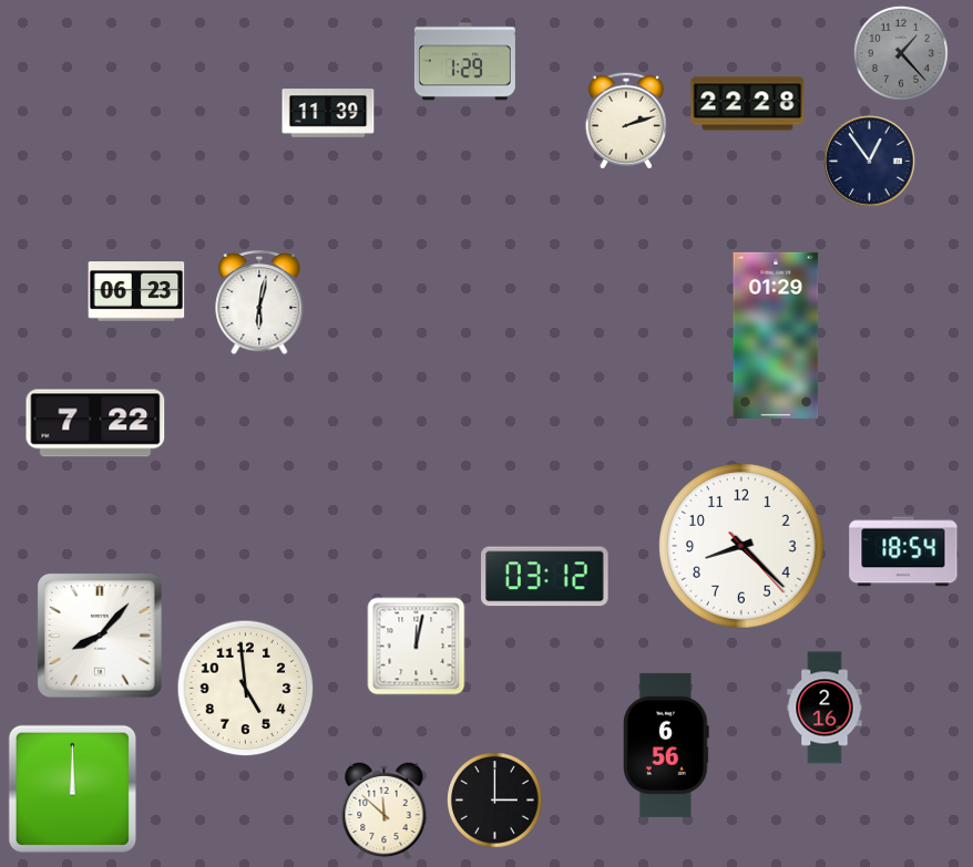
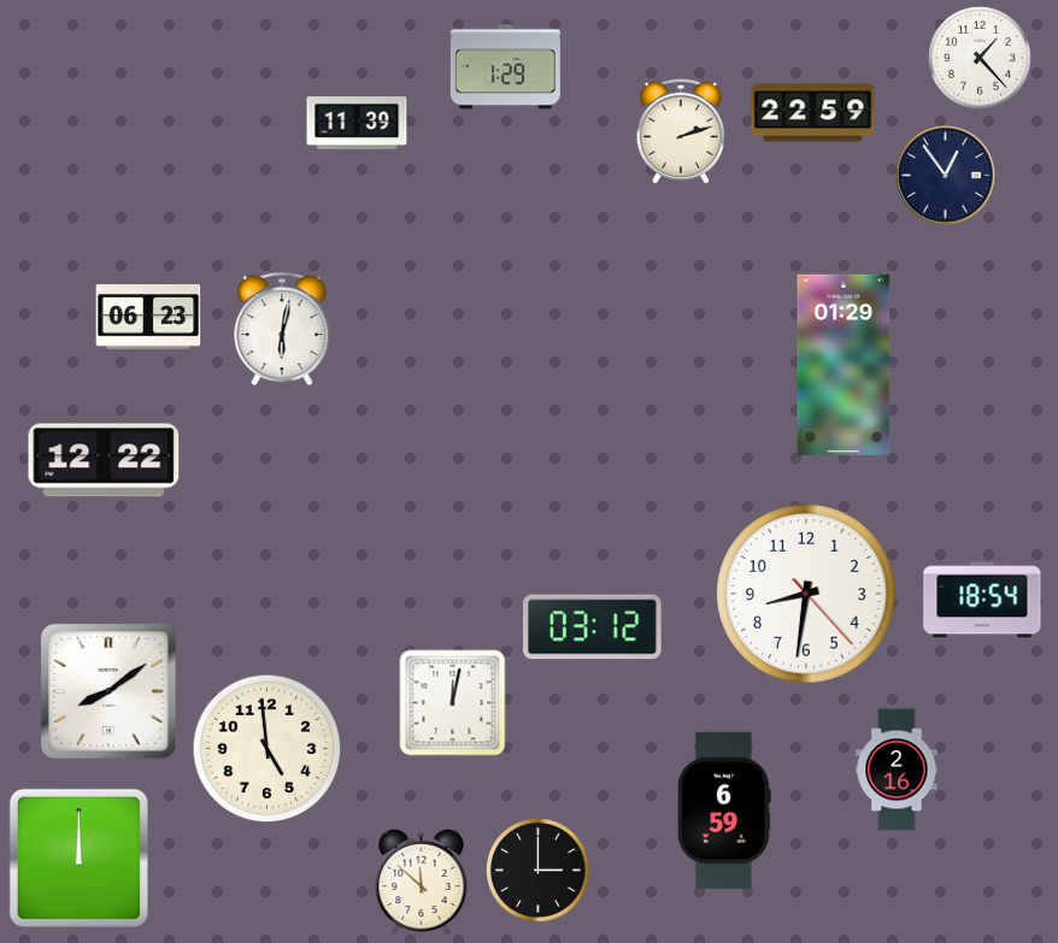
clock at (901, 53) dial: grey -> white
clock at (748, 104): 22:28 -> 22:59
clock at (95, 423): 7:22 -> 12:22
clock at (741, 546): 8:22 -> 8:31
clock at (100, 636): 8:07 -> 8:09
clock at (667, 745): 6:56 -> 6:59
clock at (385, 811) position: (385, 811) -> (422, 882)
